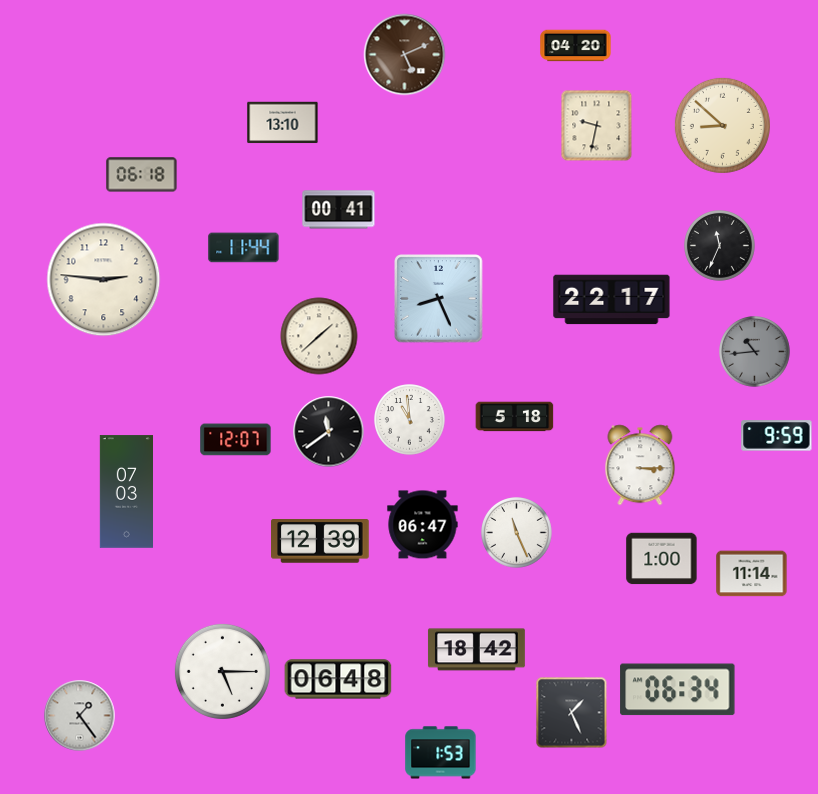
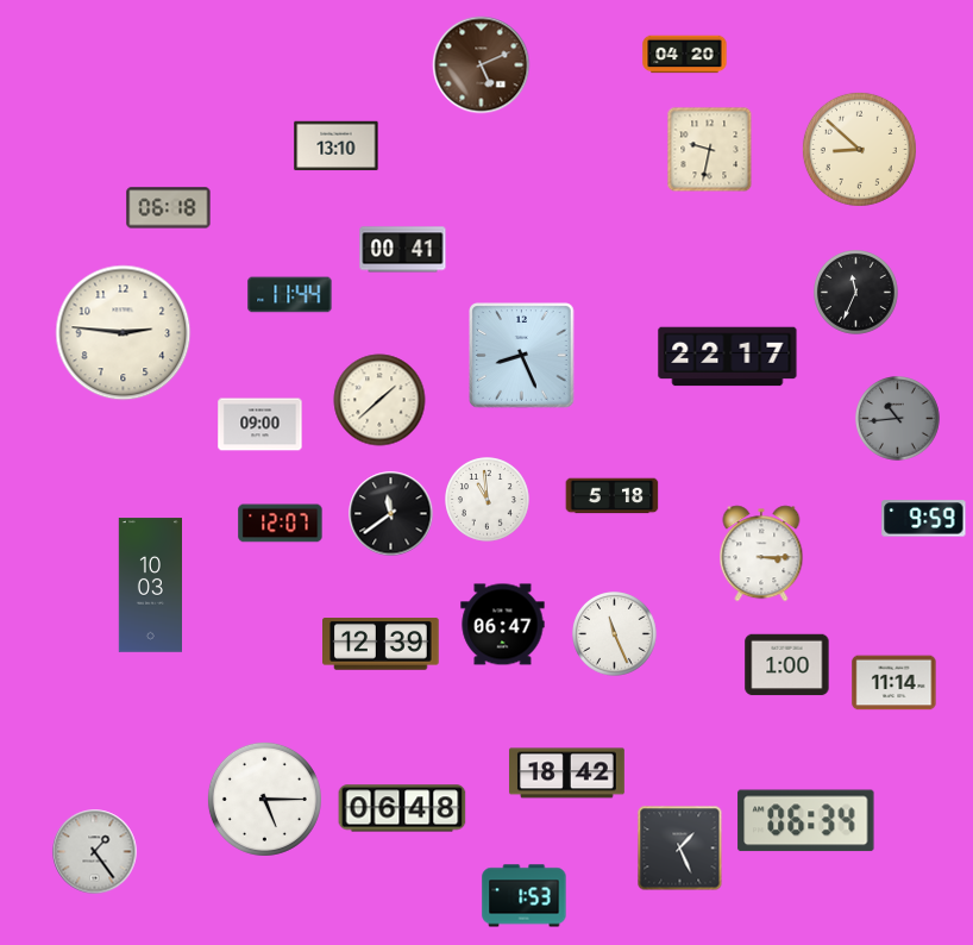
clock at (260, 425): none -> 09:00
clock at (126, 492): 07:03 -> 10:03
